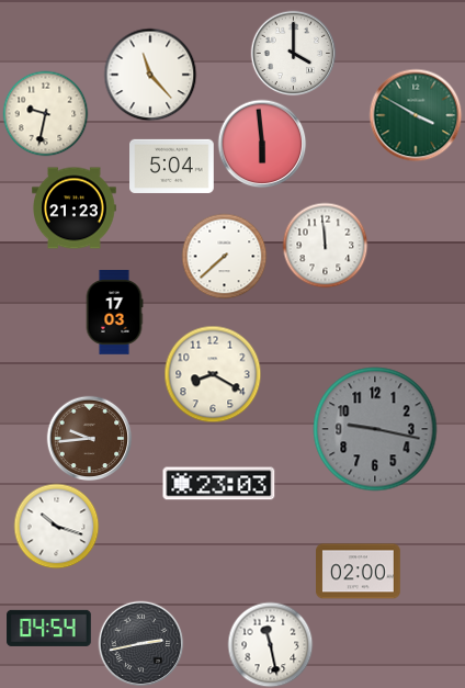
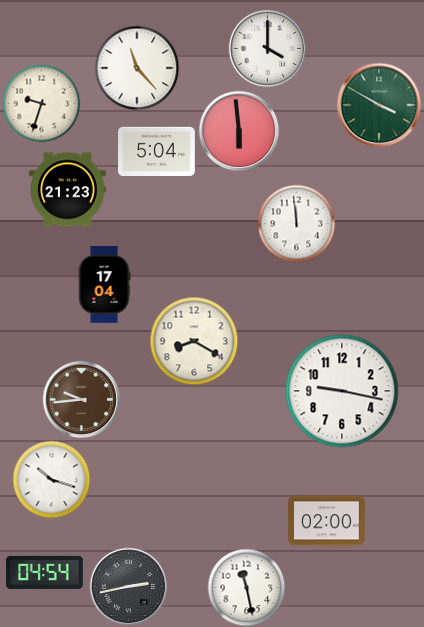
clock at (45, 113): 9:32 -> 9:33
clock at (224, 256): 7:38 -> none
clock at (114, 313): 17:03 -> 17:04
clock at (375, 429) dial: grey -> white
clock at (219, 484): 23:03 -> none
